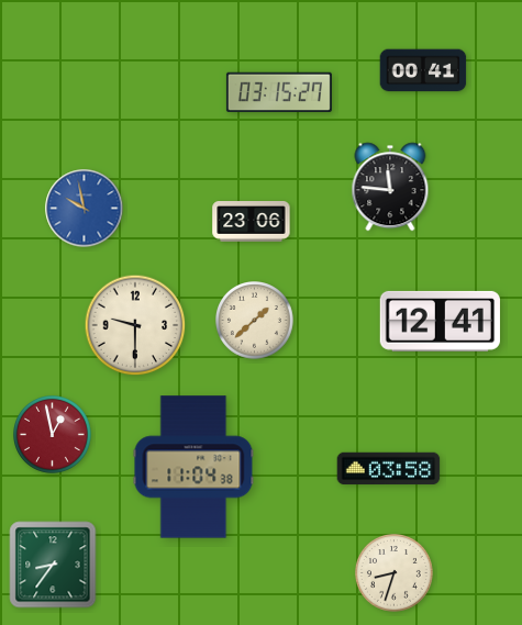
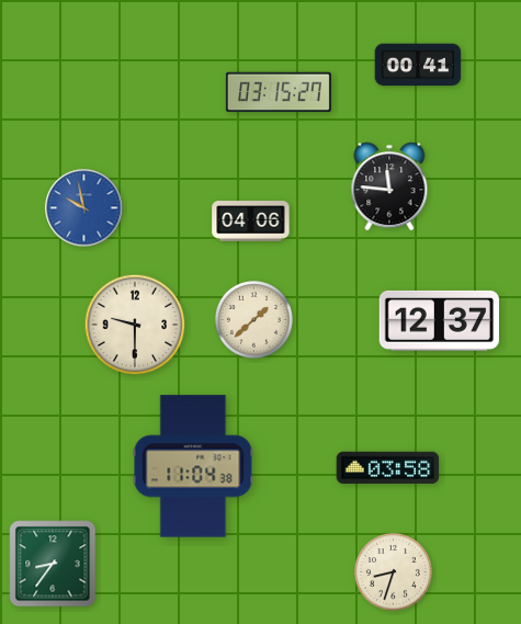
clock at (423, 70) position: (423, 70) -> (418, 65)
clock at (252, 222): 23:06 -> 04:06
clock at (440, 321): 12:41 -> 12:37
clock at (53, 435): 12:58 -> none
